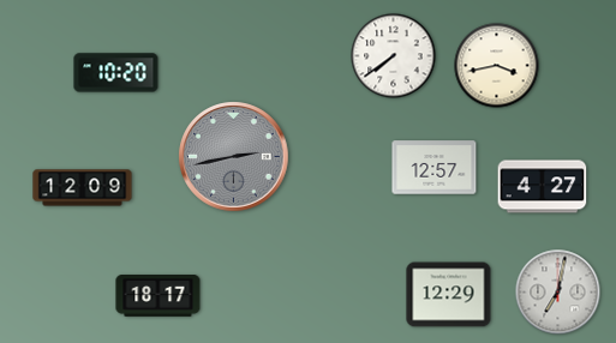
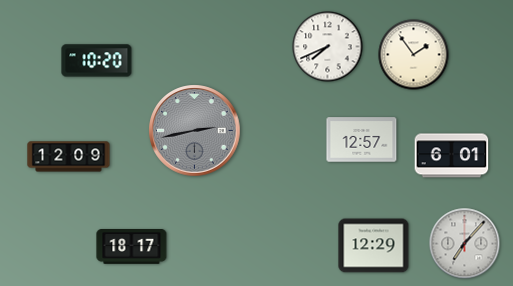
clock at (394, 56): 7:39 -> 7:41
clock at (497, 66): 3:43 -> 1:54
clock at (543, 187): 4:27 -> 6:01
clock at (558, 293): 7:02 -> 7:07
